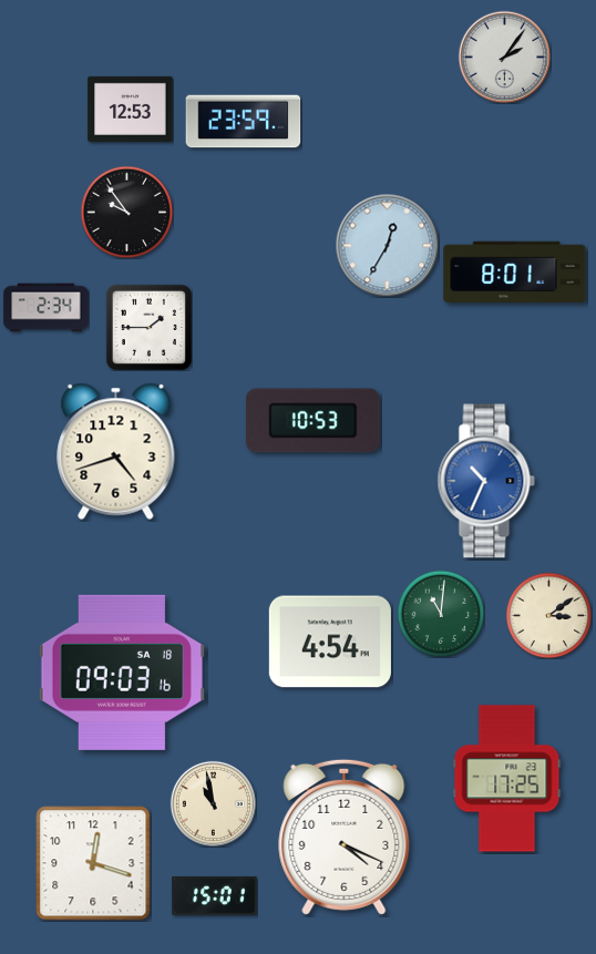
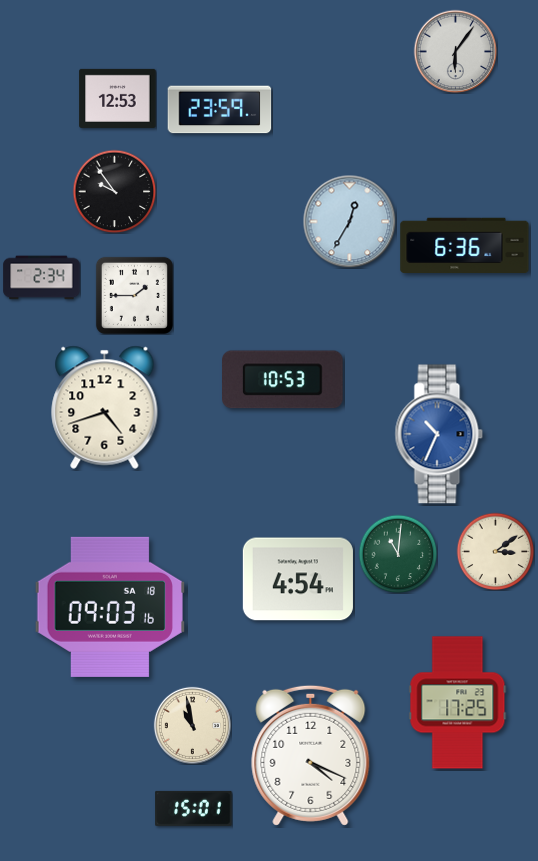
clock at (504, 57): 2:06 -> 6:06
clock at (515, 273): 8:01 -> 6:36
clock at (548, 615) position: (548, 615) -> (495, 551)
clock at (93, 863): 12:18 -> none
